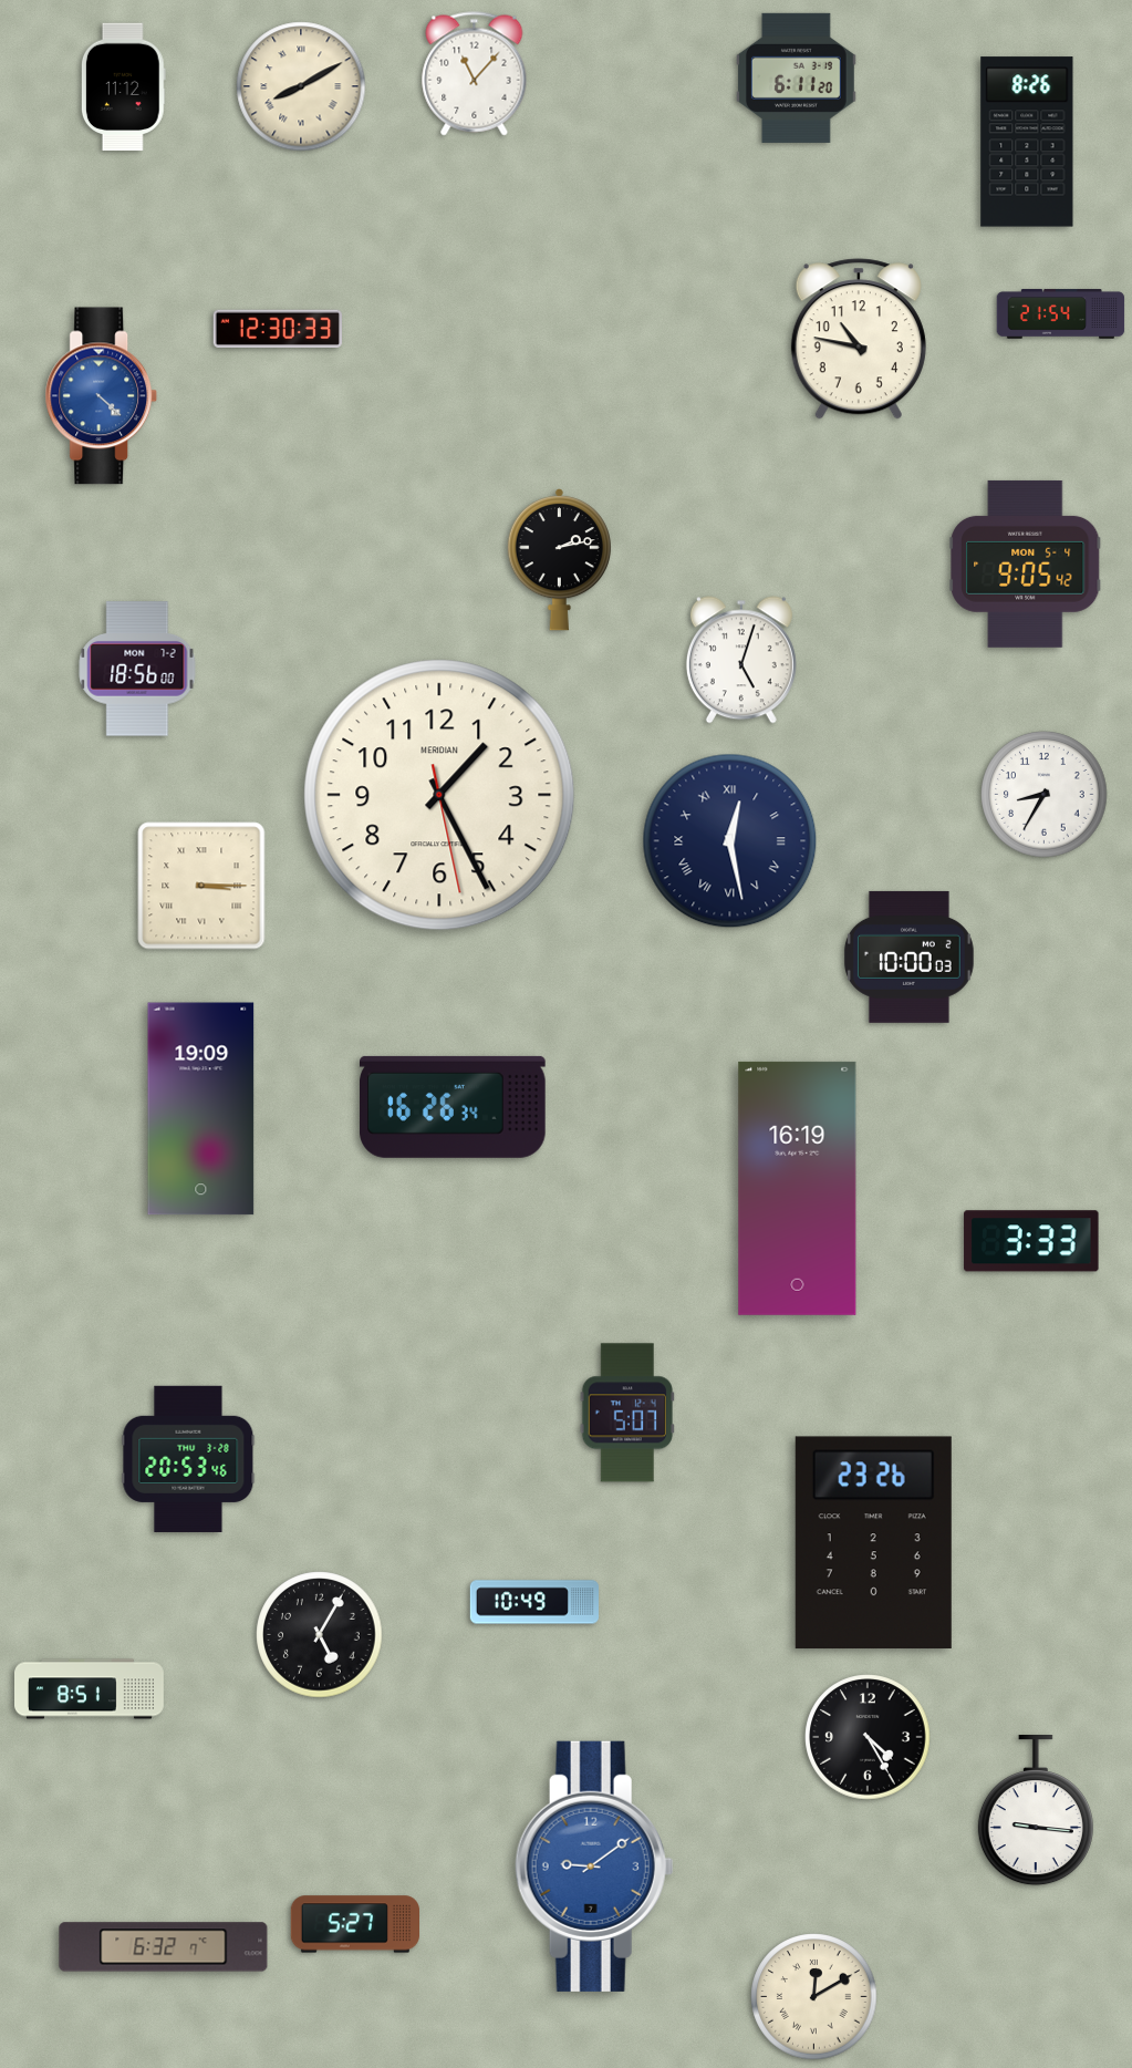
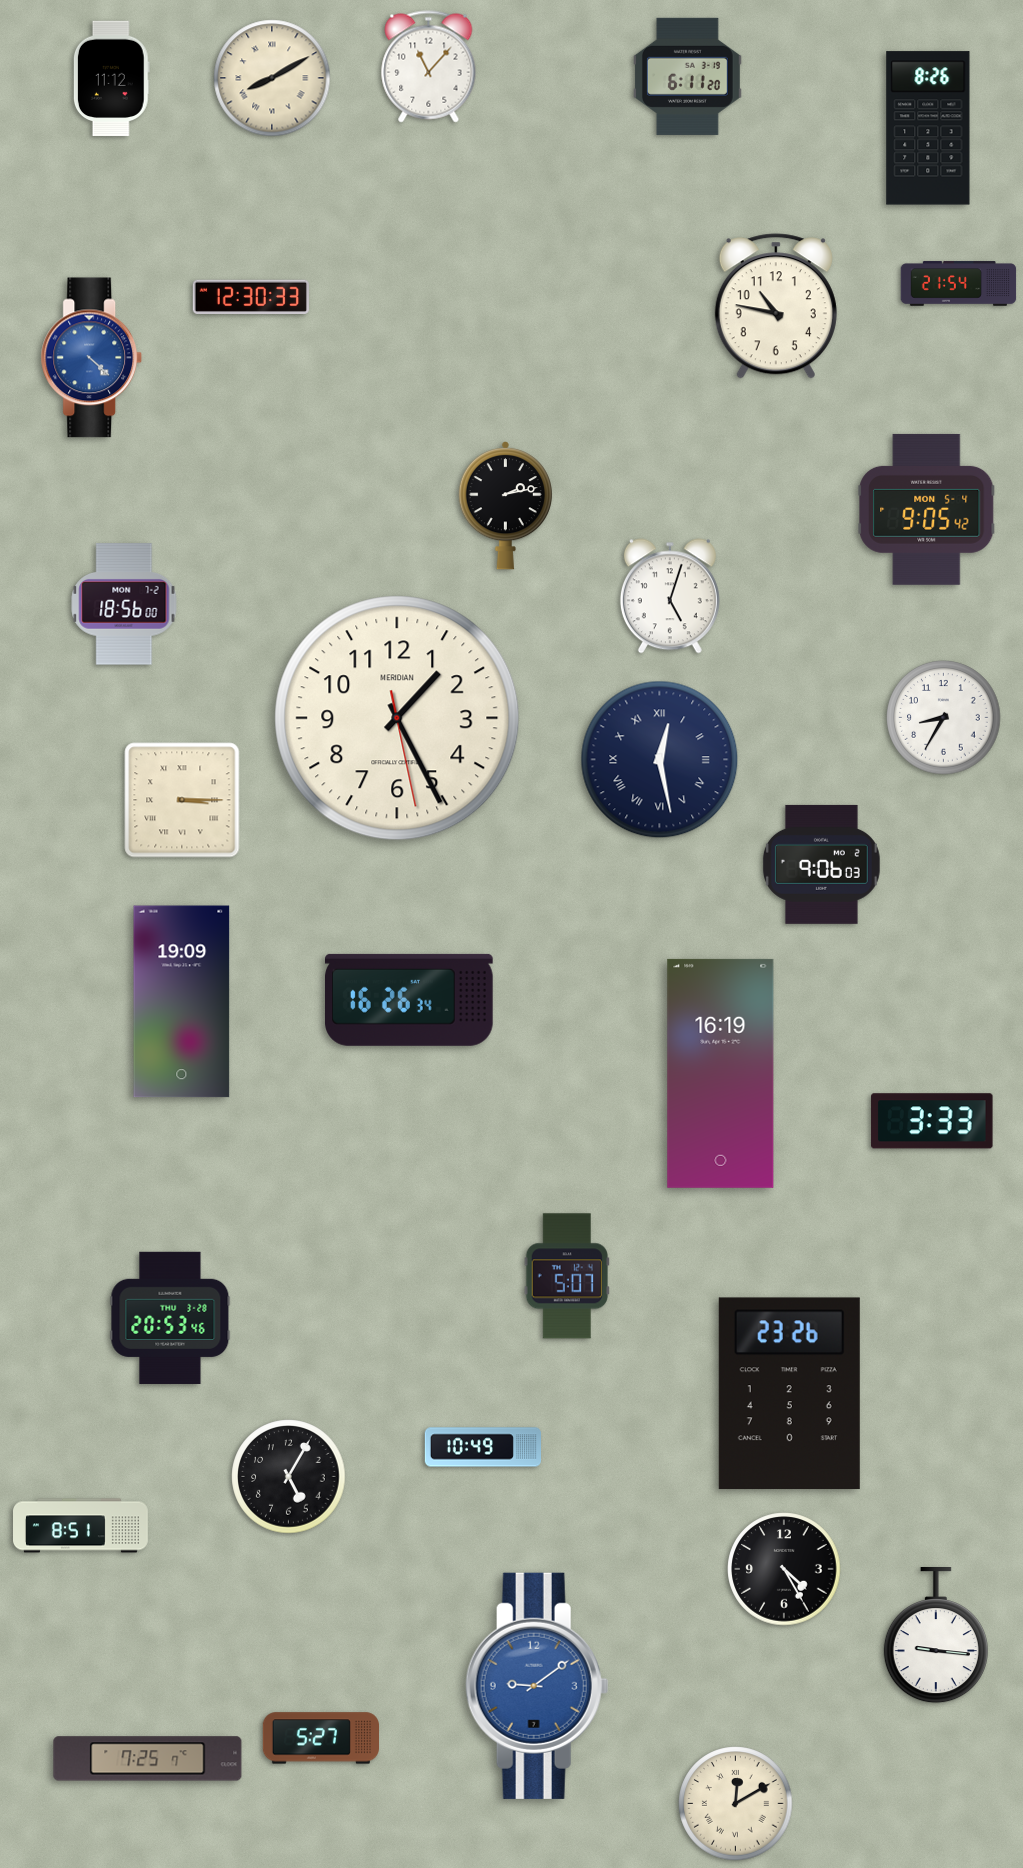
clock at (796, 77) position: (796, 77) -> (687, 76)
clock at (908, 957): 10:00 -> 9:06
clock at (164, 1947): 6:32 -> 7:25
